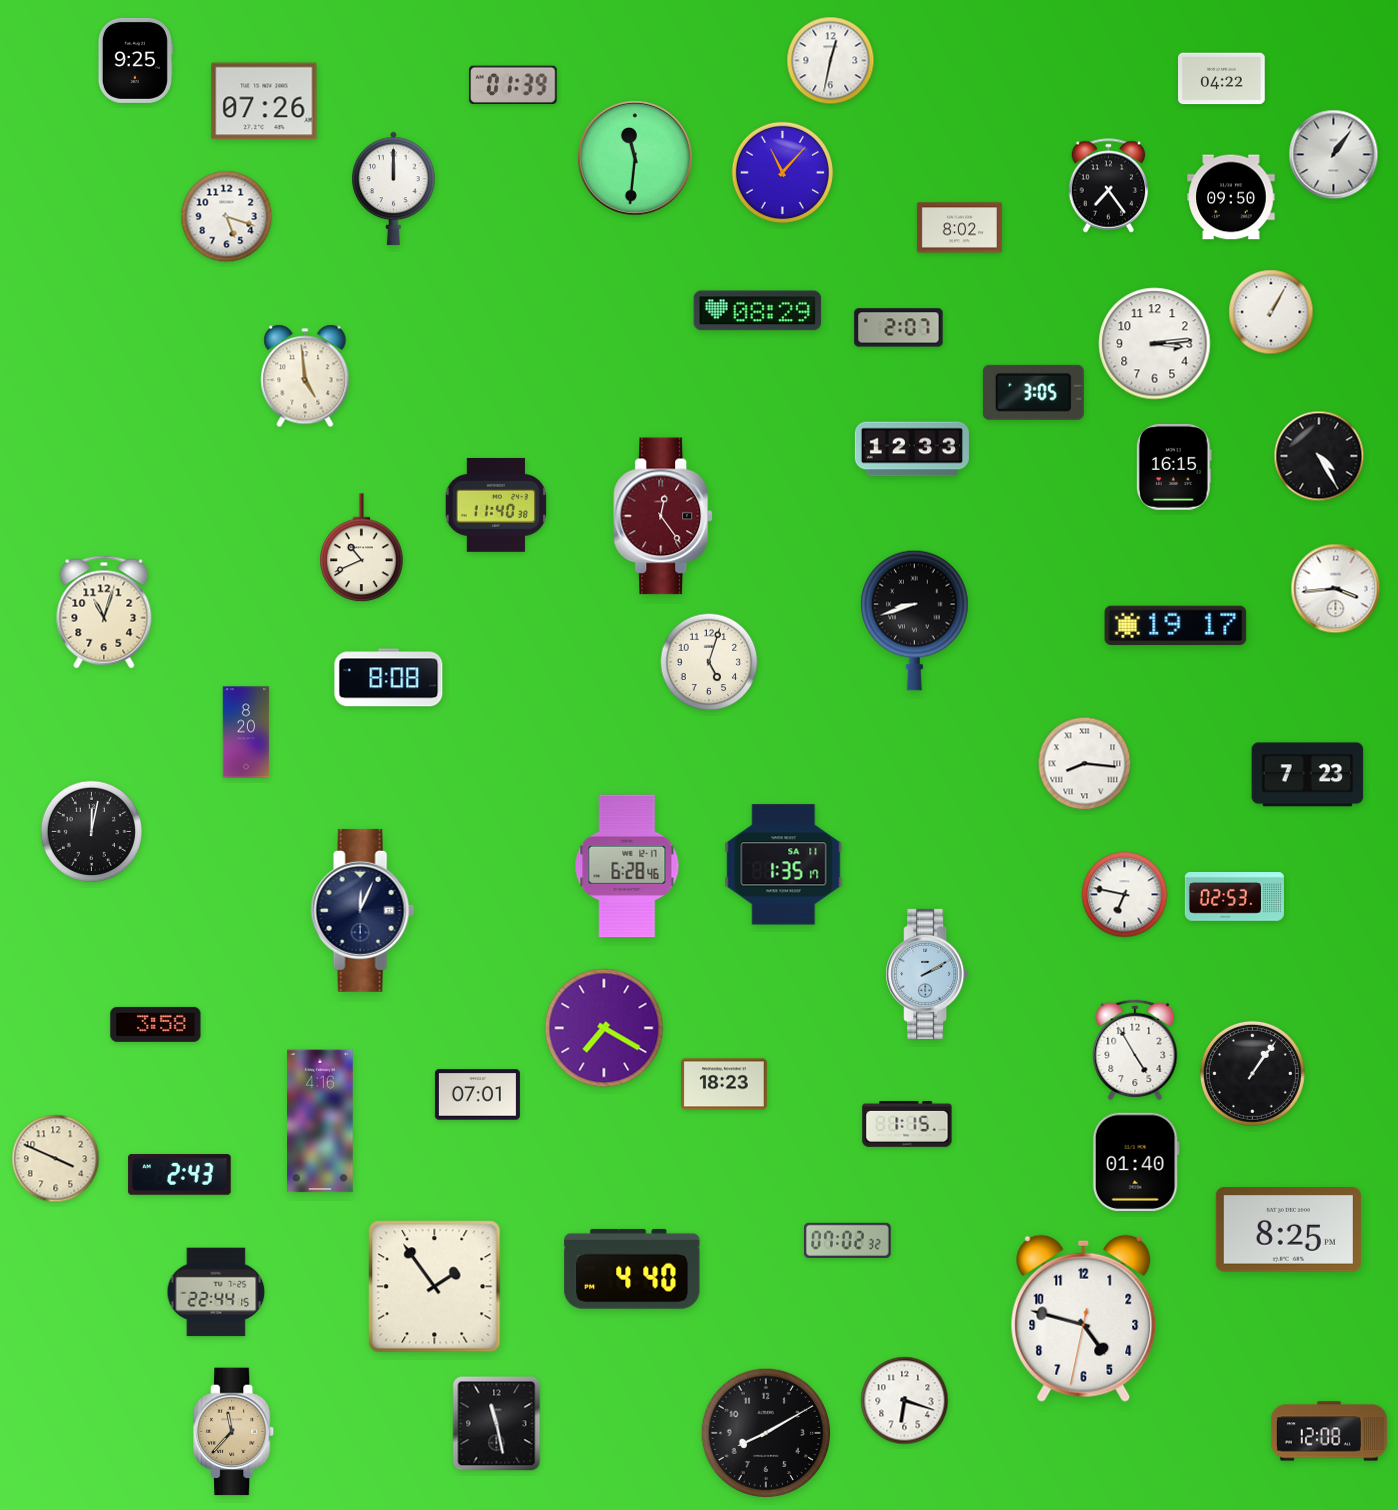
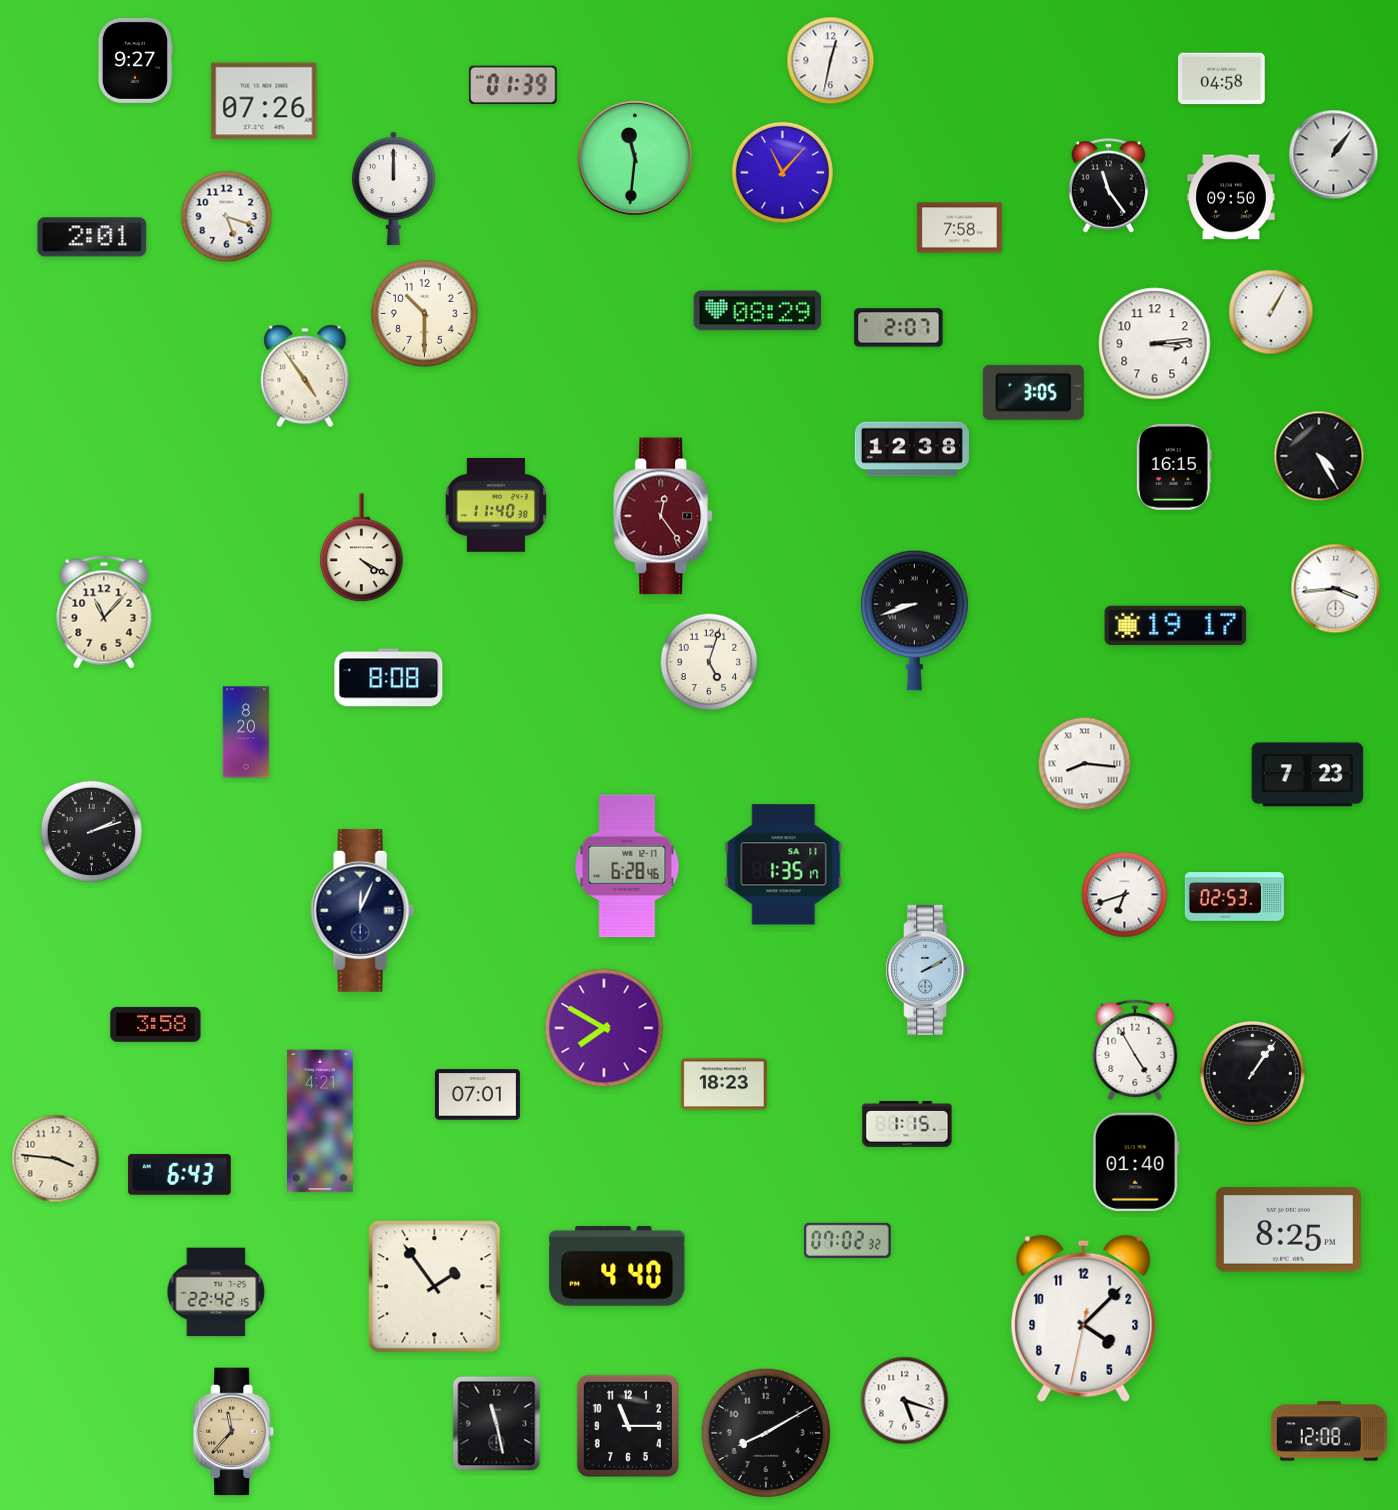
clock at (135, 60): 9:25 -> 9:27
clock at (1222, 79): 04:22 -> 04:58
clock at (1109, 186): 7:24 -> 11:24
clock at (959, 228): 8:02 -> 7:58
clock at (92, 237): none -> 2:01
clock at (425, 314): none -> 10:30
clock at (305, 376): 4:59 -> 4:54
clock at (912, 449): 12:33 -> 12:38
clock at (362, 548): 10:41 -> 4:20
clock at (104, 612): 11:03 -> 11:07
clock at (91, 831): 12:02 -> 2:12
clock at (1125, 895): 6:47 -> 6:42
clock at (927, 974) position: (927, 974) -> (927, 970)
clock at (604, 1028): 7:20 -> 7:50
clock at (320, 1121): 4:16 -> 4:21
clock at (56, 1159): 3:49 -> 3:46
clock at (180, 1175): 2:43 -> 6:43
clock at (632, 1269) position: (632, 1269) -> (617, 1266)
clock at (216, 1292): 22:44 -> 22:42
clock at (1084, 1318): 4:47 -> 4:07
clock at (905, 1401): 6:18 -> 5:18
clock at (628, 1426): none -> 11:15
